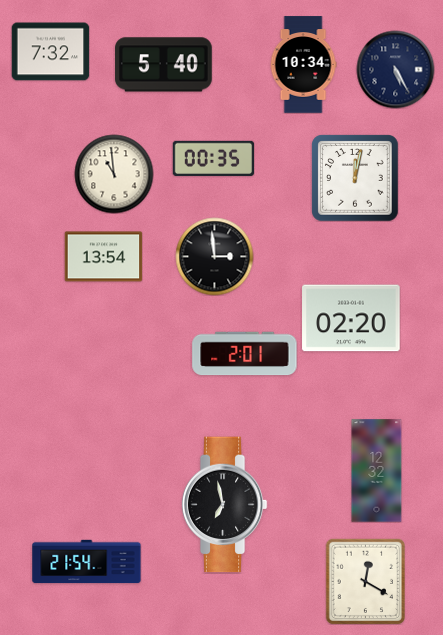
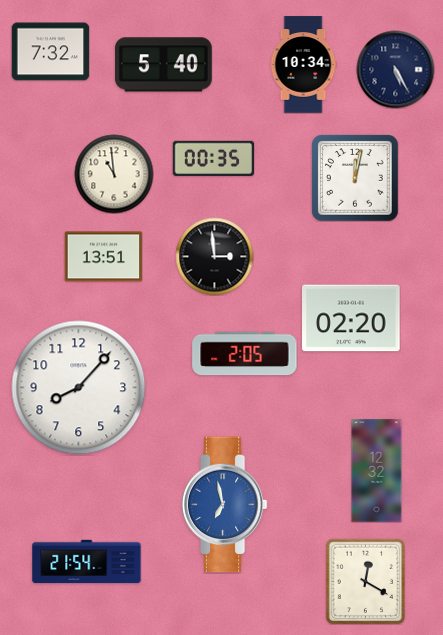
clock at (103, 257): 13:54 -> 13:51
clock at (245, 354): 2:01 -> 2:05
clock at (79, 388): none -> 8:07
clock at (224, 505) dial: black -> blue
